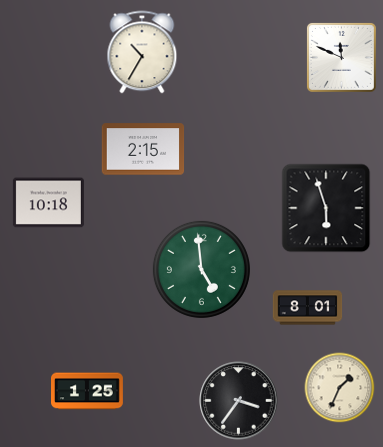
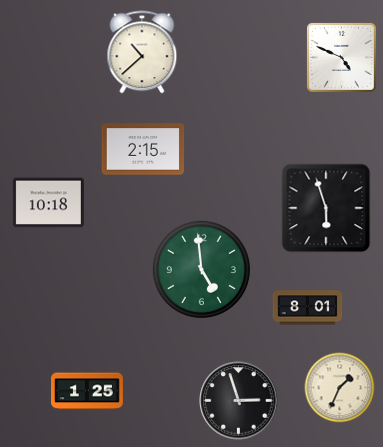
clock at (142, 52): 10:35 -> 10:38
clock at (341, 57): 11:49 -> 4:49
clock at (239, 401): 3:36 -> 2:57
